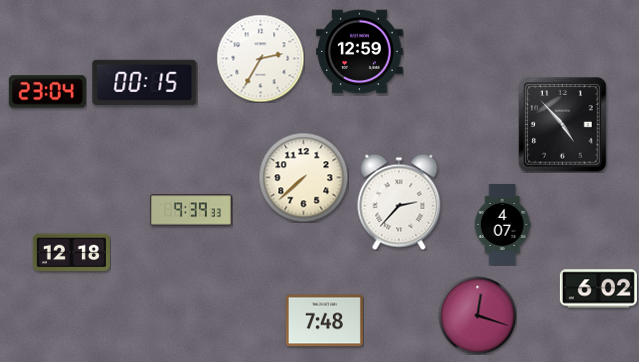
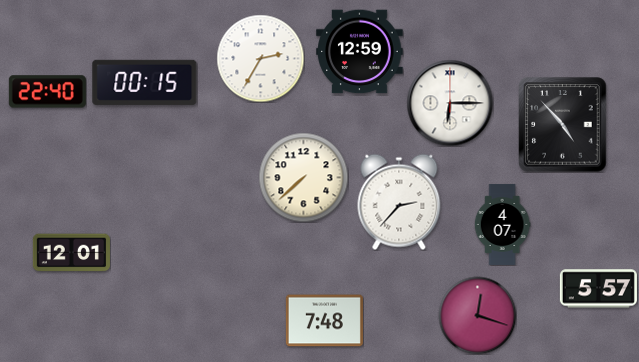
clock at (47, 92): 23:04 -> 22:40
clock at (450, 103): none -> 6:15
clock at (191, 210): 9:39 -> none
clock at (71, 253): 12:18 -> 12:01
clock at (598, 289): 6:02 -> 5:57
